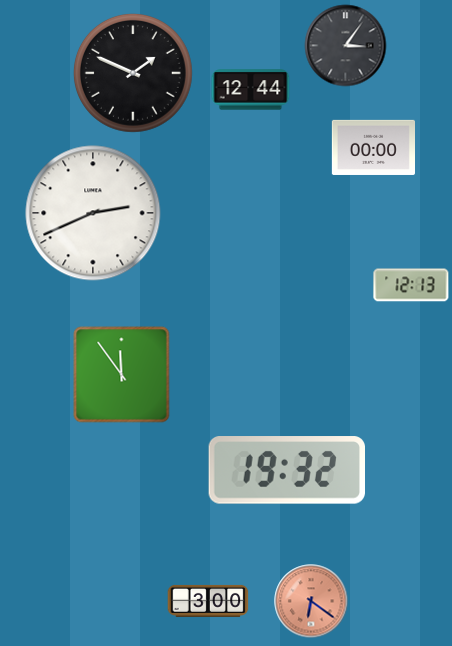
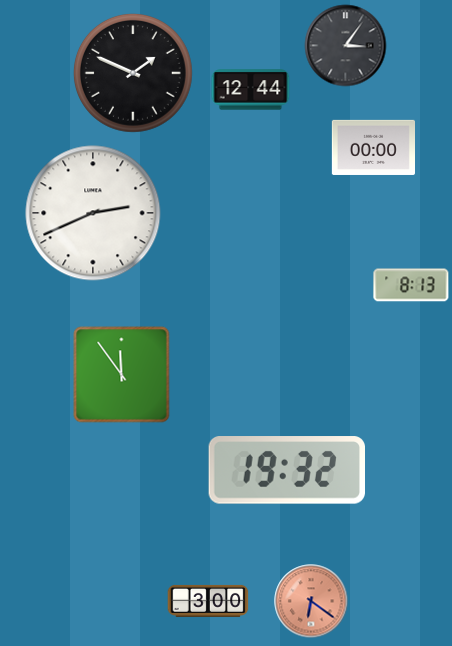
clock at (411, 285): 12:13 -> 8:13
